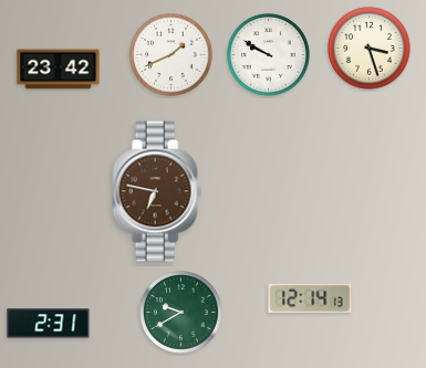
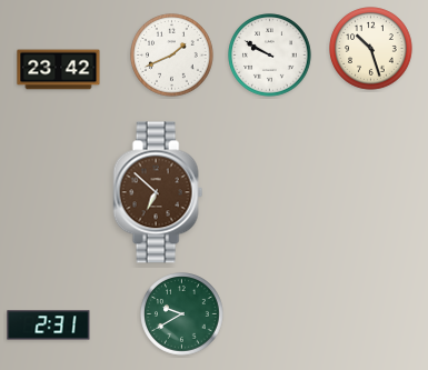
clock at (370, 49): 3:27 -> 10:27
clock at (157, 191): 6:47 -> 6:52
clock at (310, 298): 12:14 -> none
